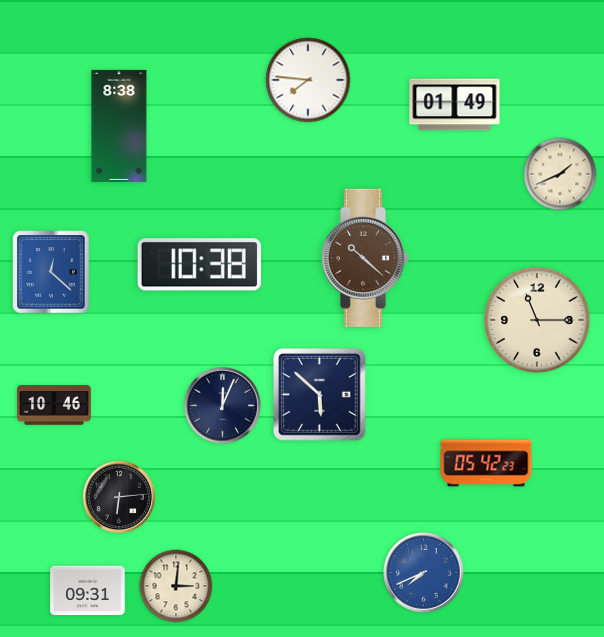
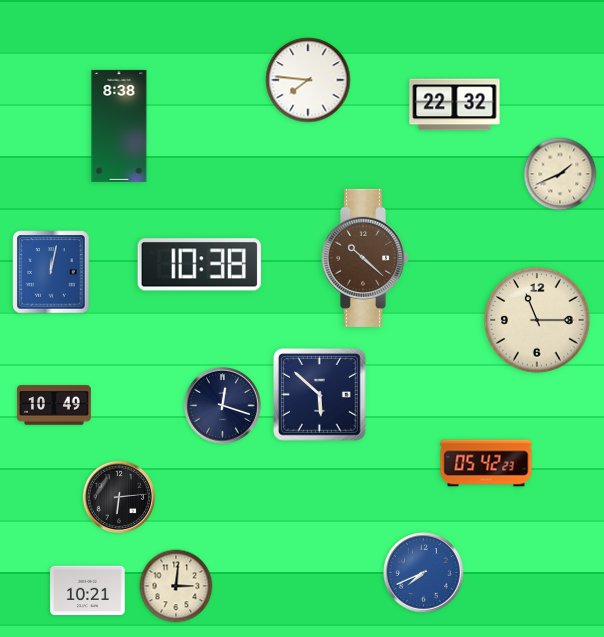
clock at (455, 105): 01:49 -> 22:32
clock at (51, 272): 12:22 -> 12:02
clock at (54, 405): 10:46 -> 10:49
clock at (222, 405): 12:04 -> 12:18
clock at (88, 591): 09:31 -> 10:21
